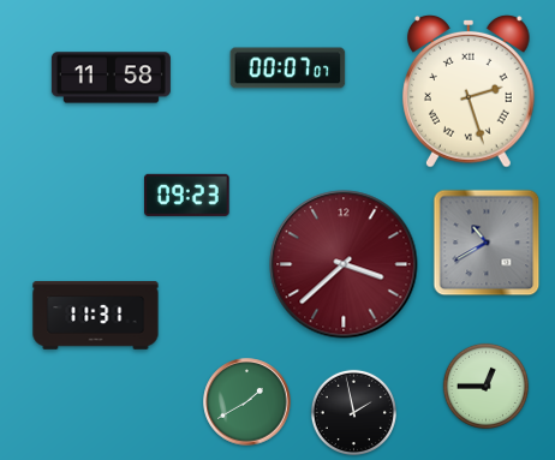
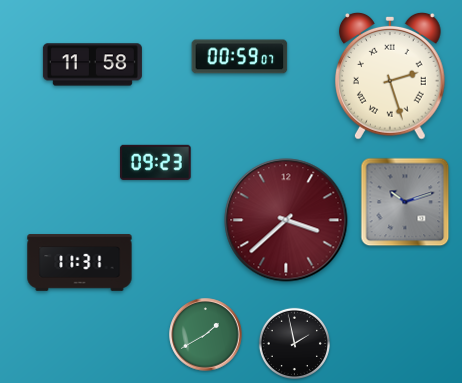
clock at (288, 68): 00:07 -> 00:59
clock at (487, 243): 10:40 -> 10:12
clock at (485, 386): 12:45 -> none
